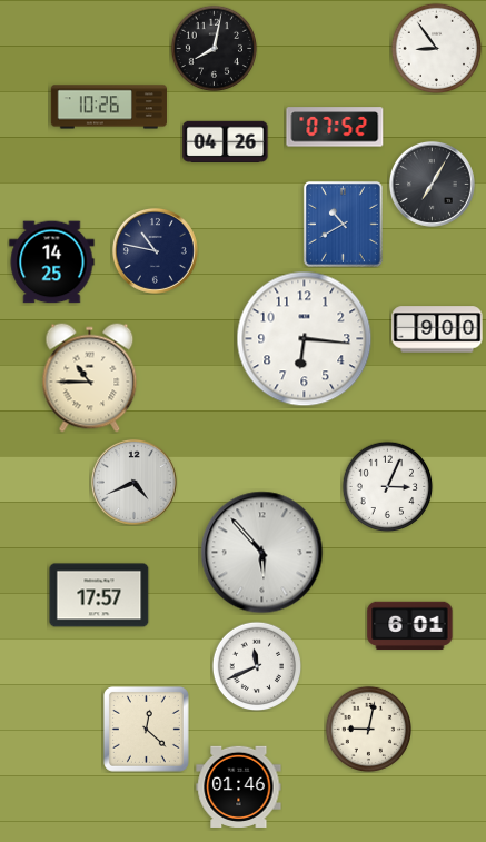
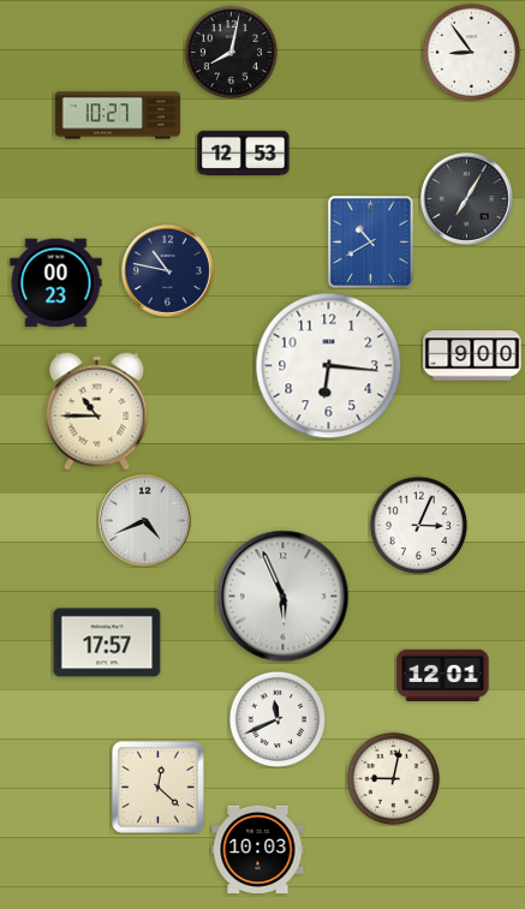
clock at (109, 107): 10:26 -> 10:27
clock at (335, 127): 07:52 -> none
clock at (226, 141): 04:26 -> 12:53
clock at (52, 262): 14:25 -> 00:23
clock at (90, 378) position: (90, 378) -> (97, 412)
clock at (262, 553): 5:53 -> 5:56
clock at (410, 625): 6:01 -> 12:01
clock at (368, 729) position: (368, 729) -> (393, 778)
clock at (239, 786): 01:46 -> 10:03
